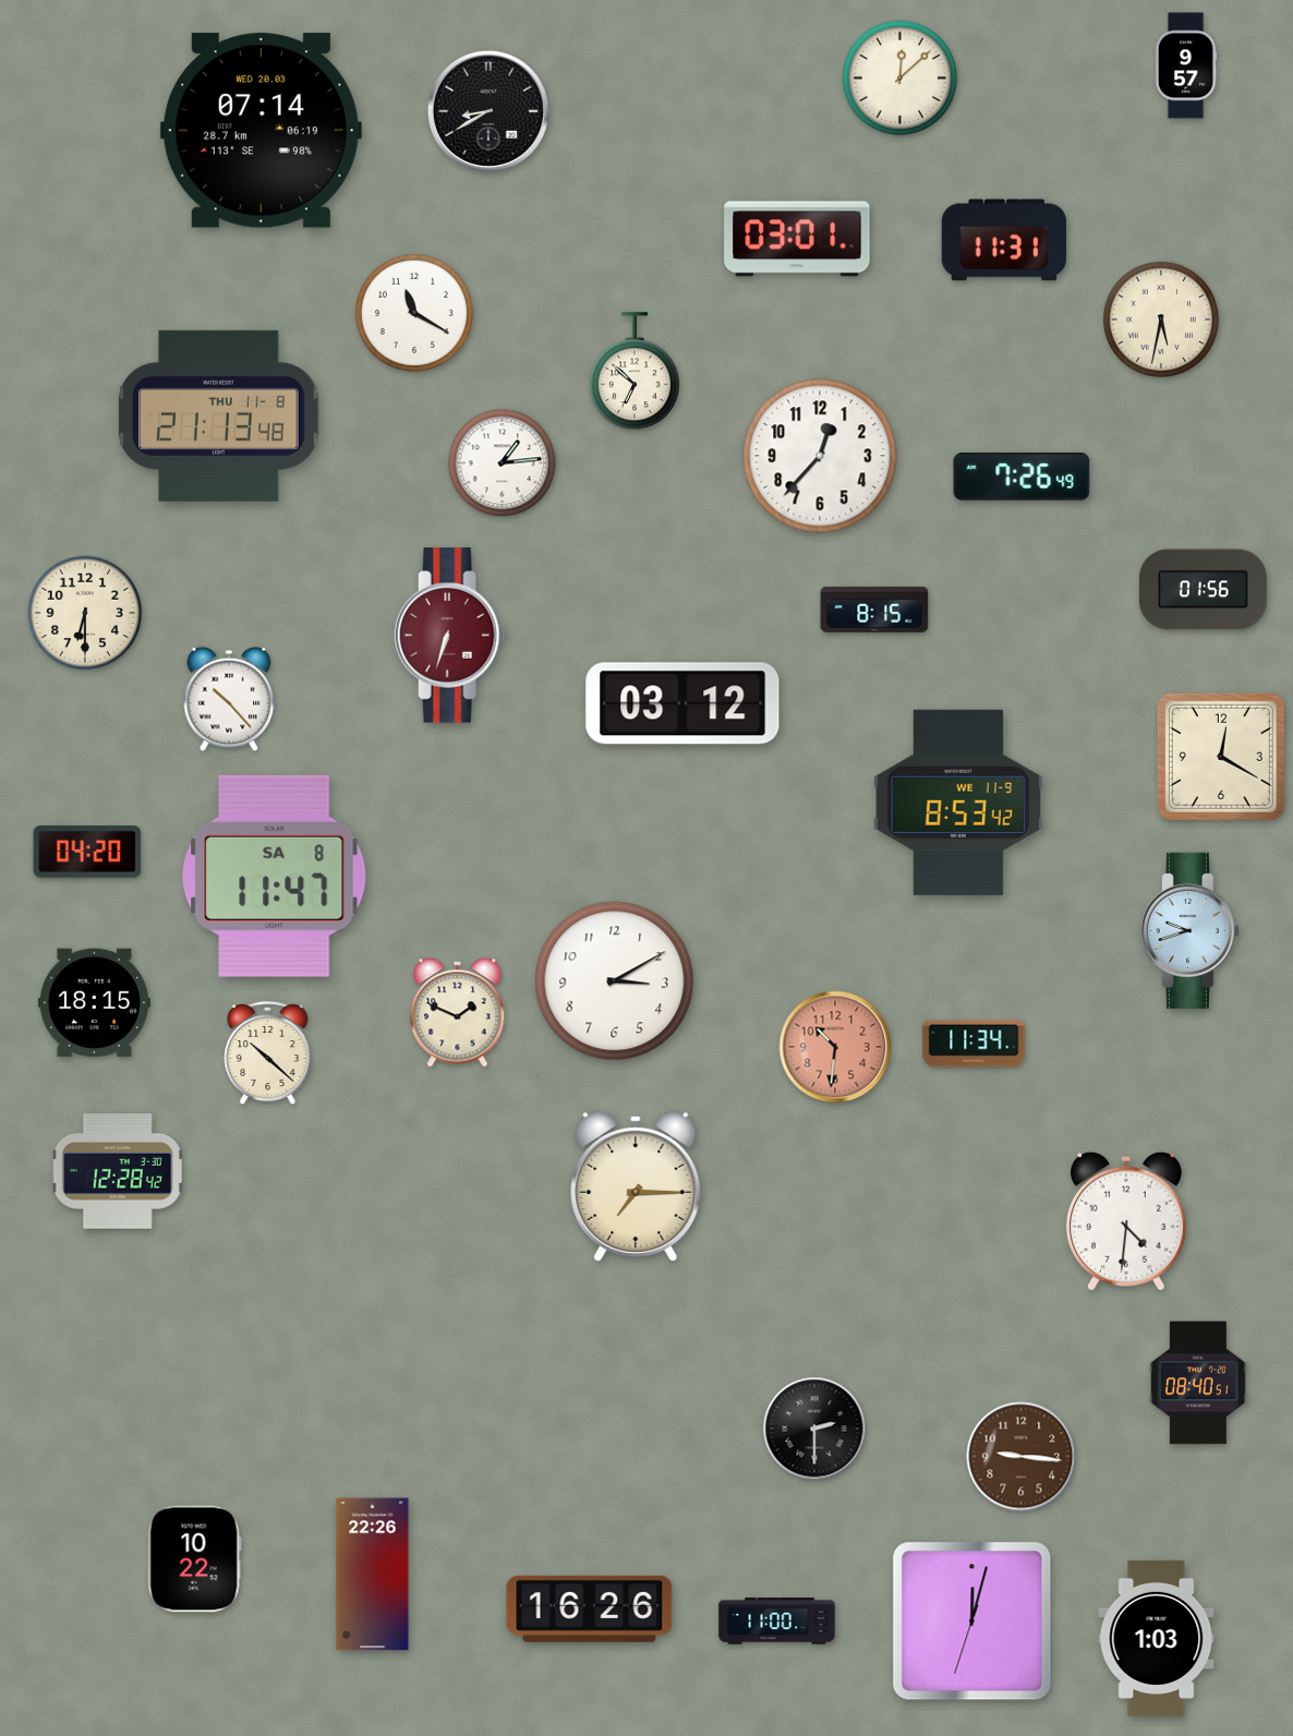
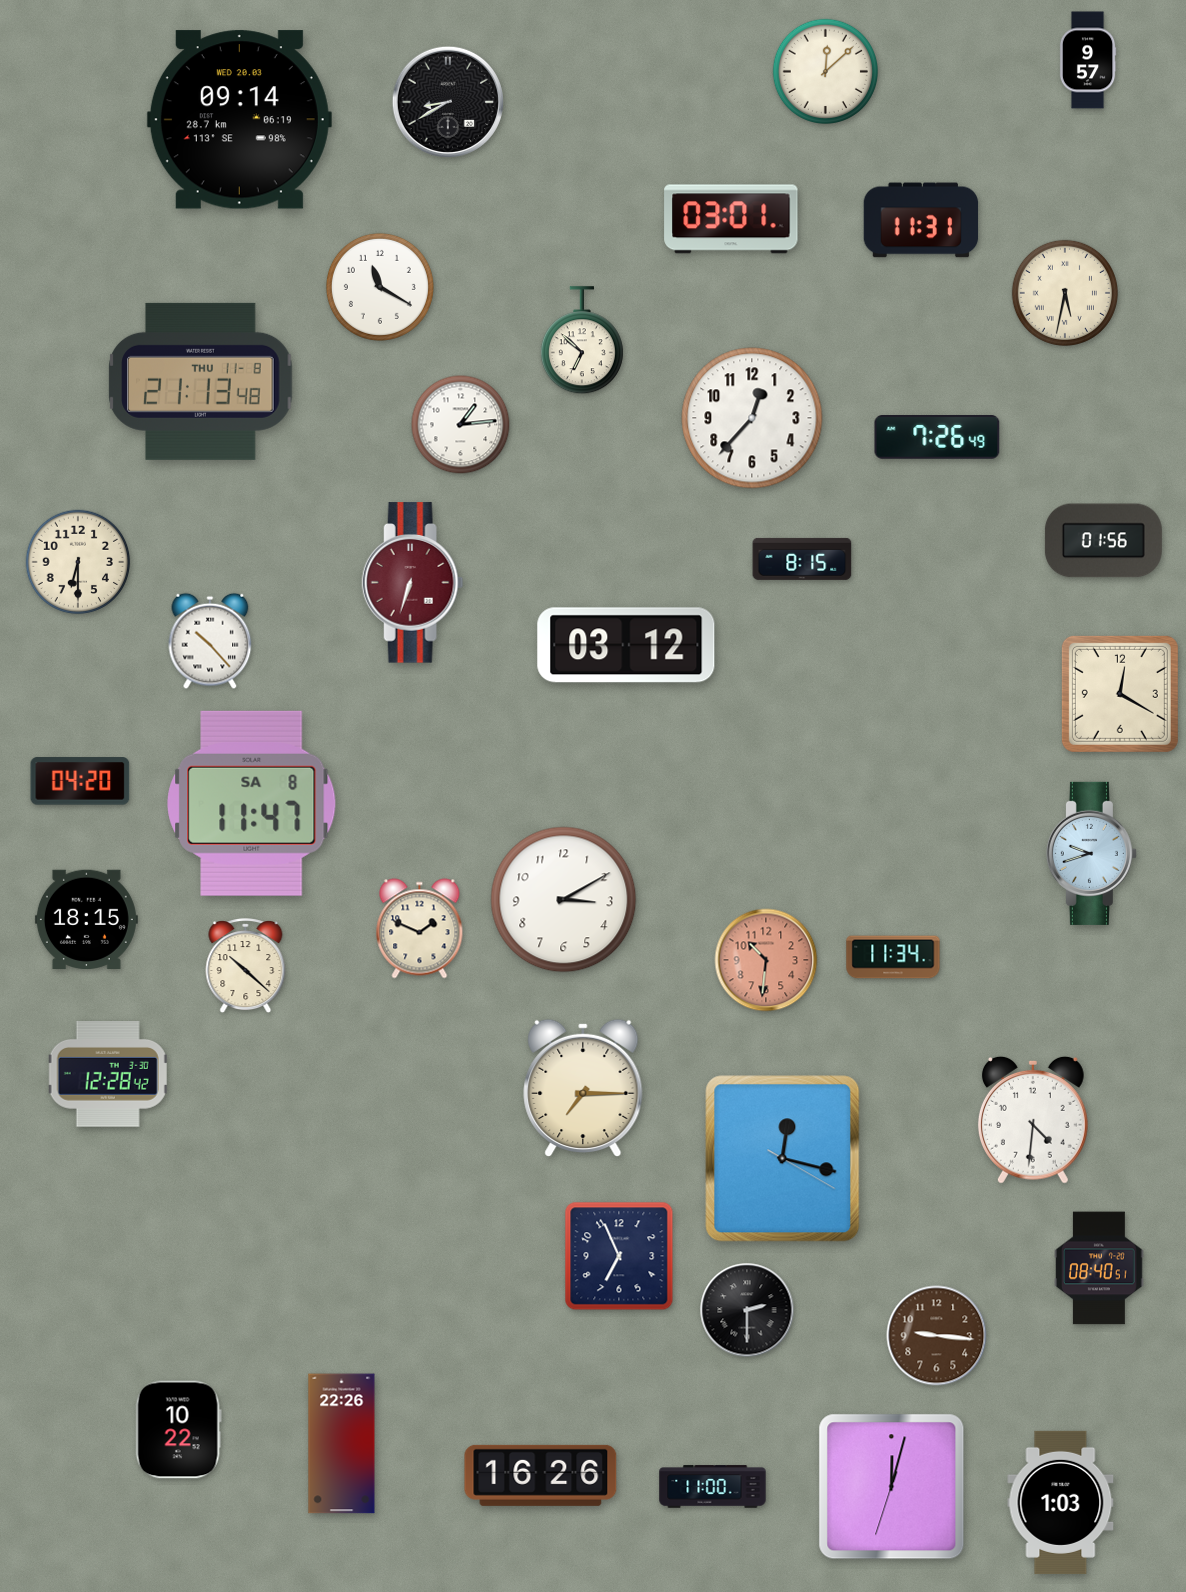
clock at (261, 131): 07:14 -> 09:14
clock at (958, 803): 8:53 -> none
clock at (783, 1159): none -> 12:17
clock at (619, 1256): none -> 6:56
